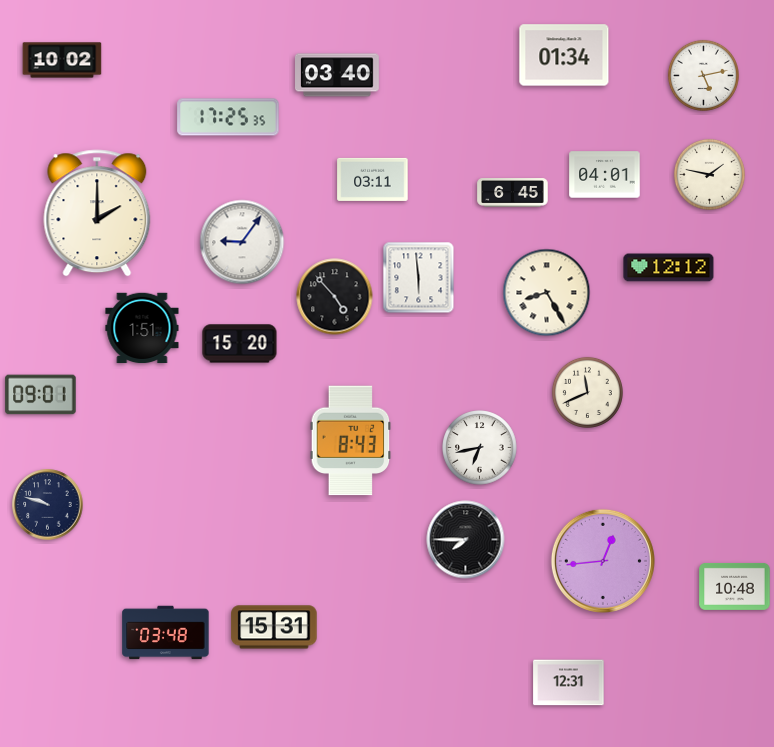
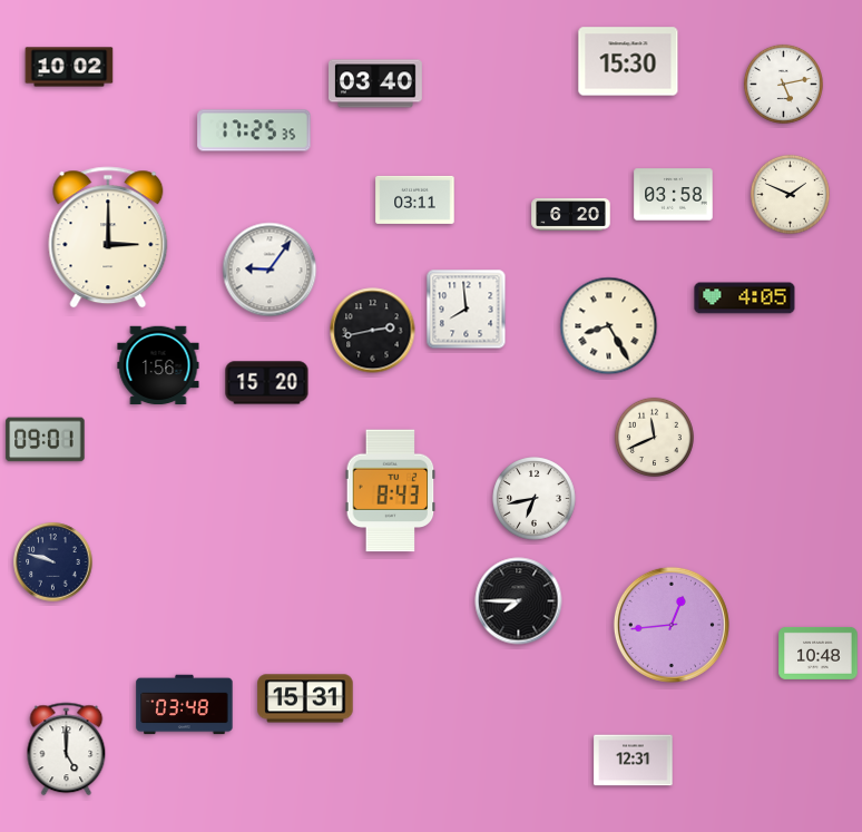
clock at (564, 55): 01:34 -> 15:30
clock at (709, 174): 1:47 -> 1:49
clock at (605, 175): 04:01 -> 03:58
clock at (513, 193): 6:45 -> 6:20
clock at (97, 213): 2:00 -> 3:00
clock at (669, 268): 12:12 -> 4:05
clock at (419, 278): 5:59 -> 7:59
clock at (335, 297): 4:53 -> 2:43
clock at (142, 328): 1:51 -> 1:56
clock at (67, 750): none -> 5:00
